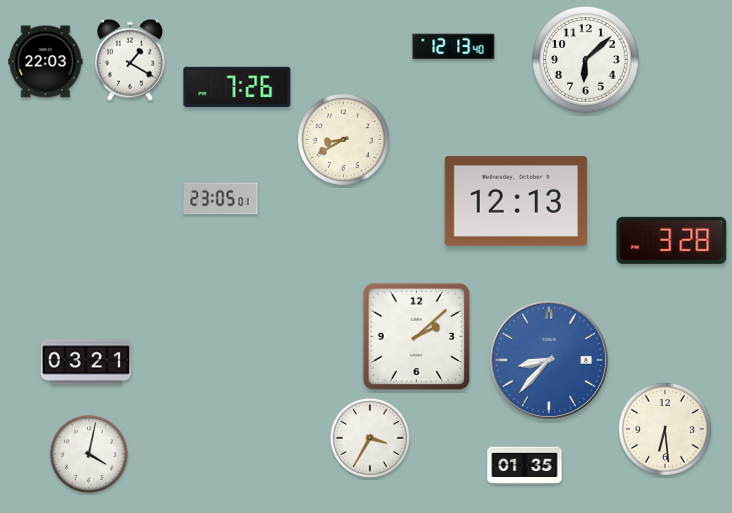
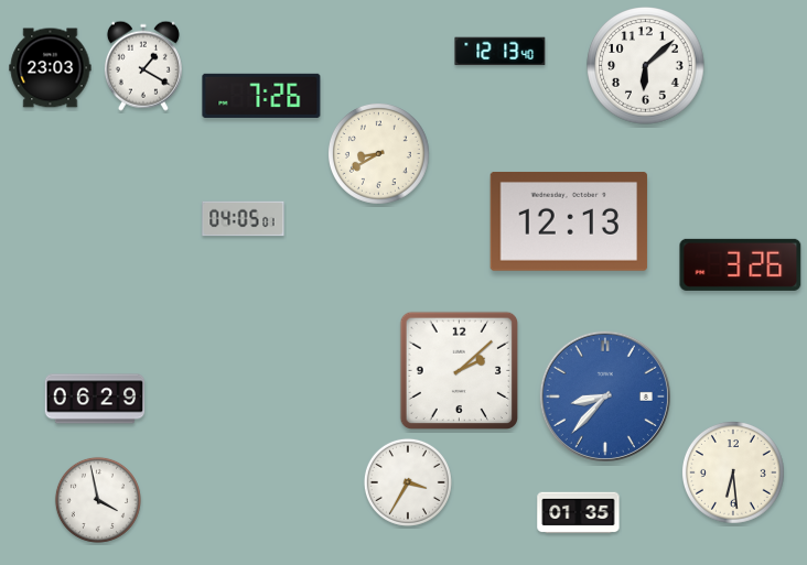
clock at (46, 62): 22:03 -> 23:03
clock at (221, 199): 23:05 -> 04:05
clock at (672, 240): 3:28 -> 3:26
clock at (86, 362): 03:21 -> 06:29
clock at (89, 454): 4:02 -> 3:58
